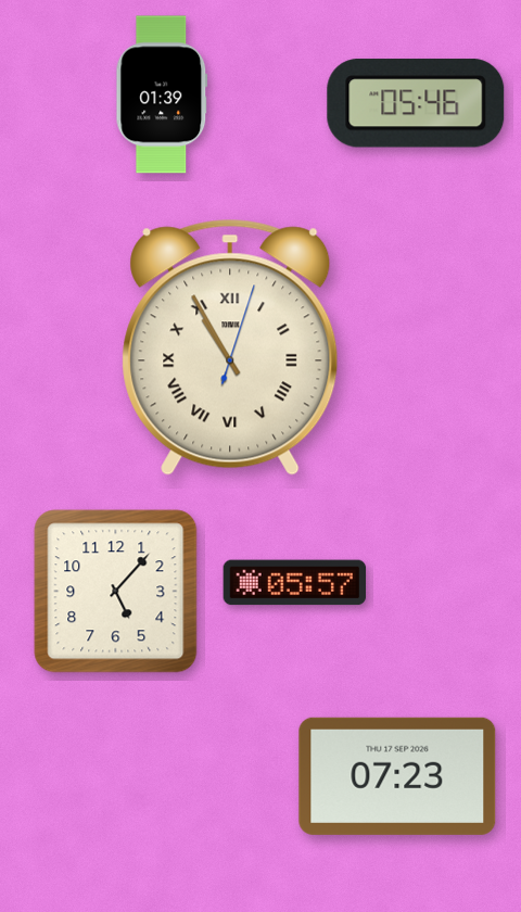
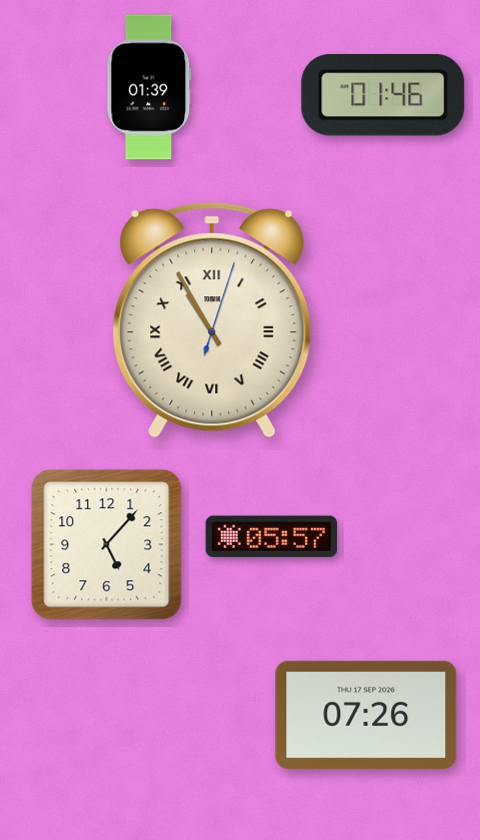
clock at (416, 103): 05:46 -> 01:46
clock at (397, 776): 07:23 -> 07:26
